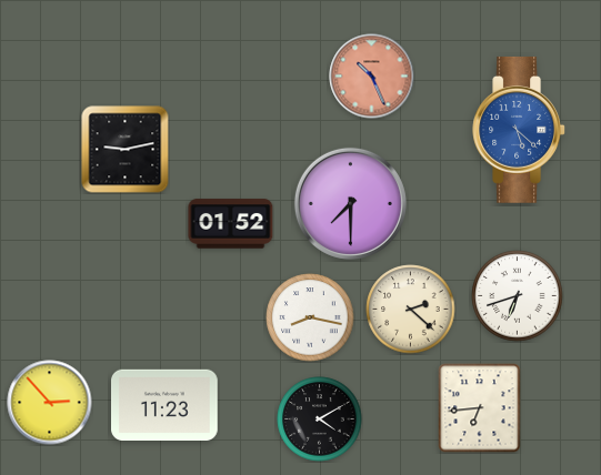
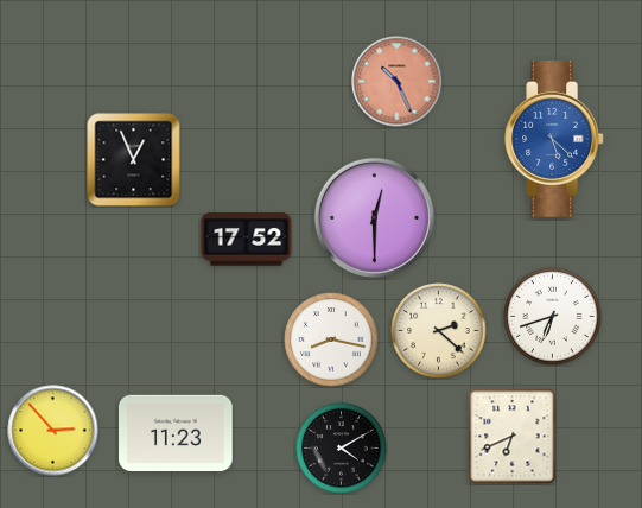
clock at (126, 150): 9:13 -> 12:56
clock at (350, 203): 7:30 -> 12:30
clock at (231, 224): 01:52 -> 17:52
clock at (480, 408): 6:44 -> 6:41
